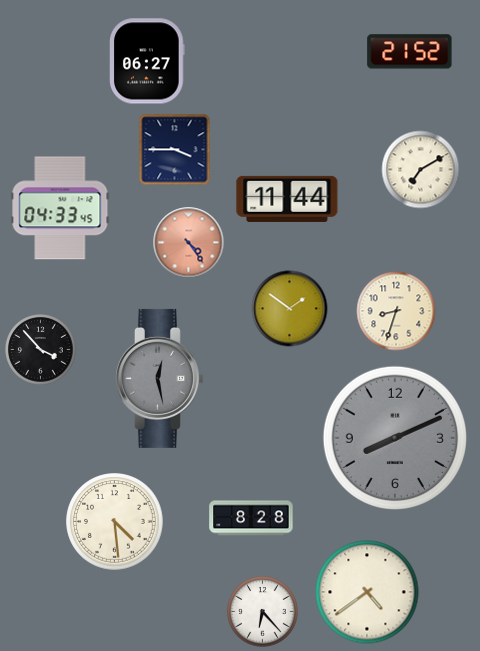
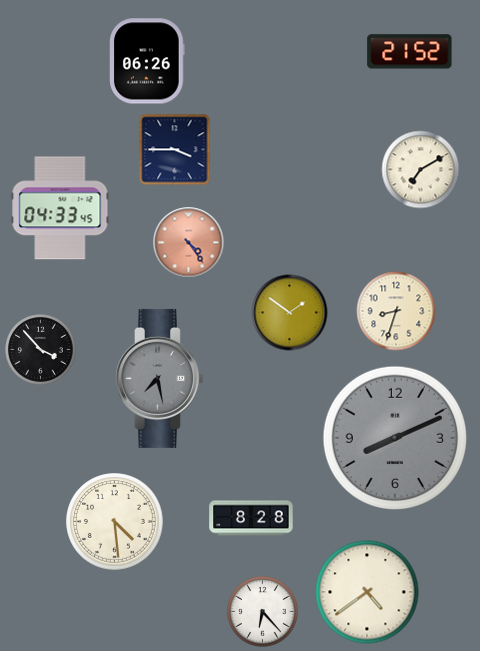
clock at (147, 61): 06:27 -> 06:26
clock at (287, 199): 11:44 -> none
clock at (290, 309) position: (290, 309) -> (290, 313)
clock at (160, 378): 12:28 -> 7:28
